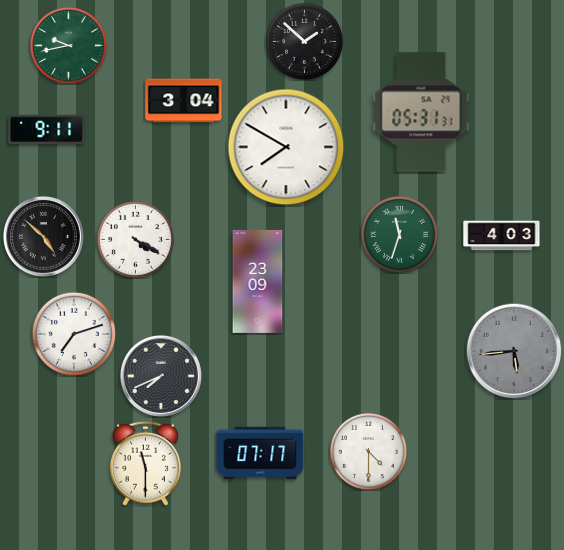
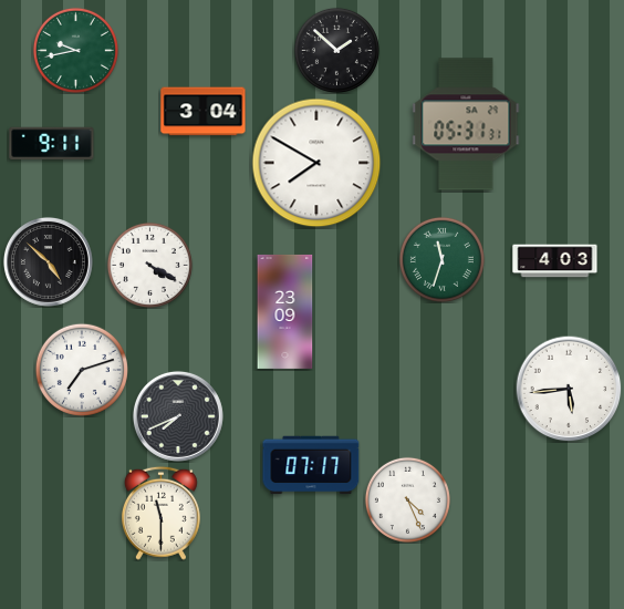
clock at (304, 41) position: (304, 41) -> (336, 50)
clock at (514, 351) dial: grey -> white
clock at (368, 451): 4:30 -> 4:26
clock at (260, 453) position: (260, 453) -> (311, 465)
